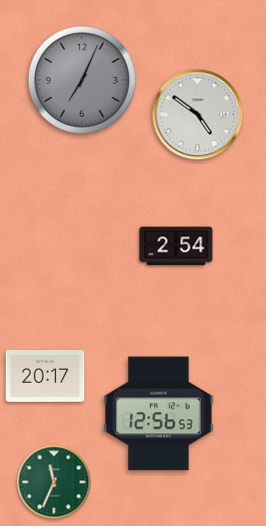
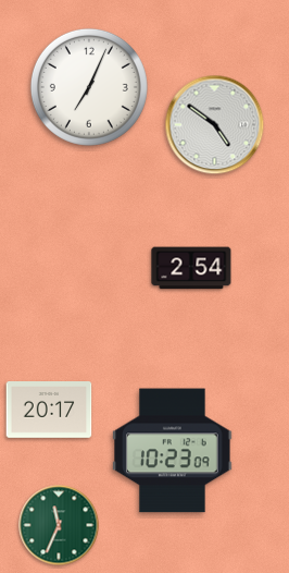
clock at (82, 80) dial: grey -> white
clock at (159, 414): 12:56 -> 10:23
